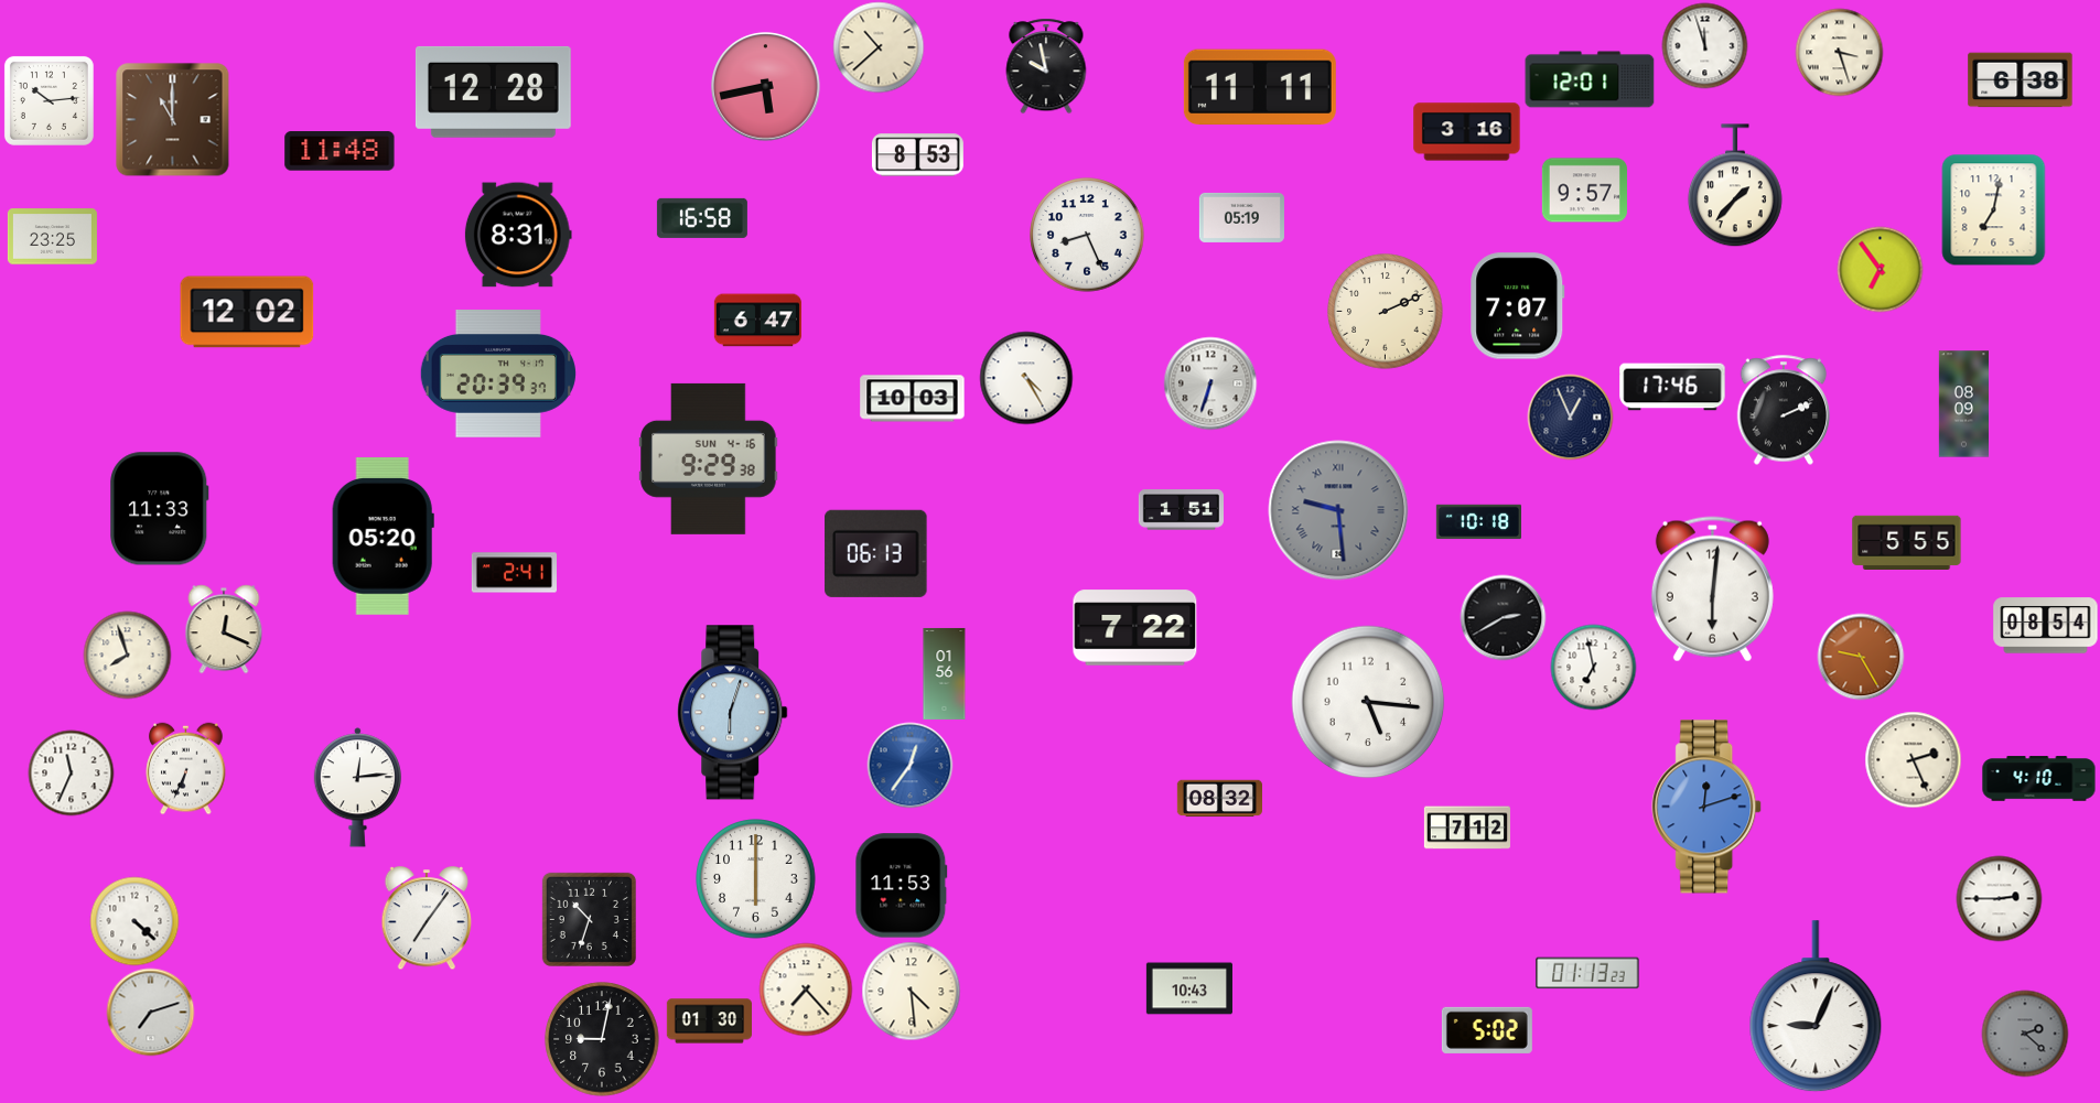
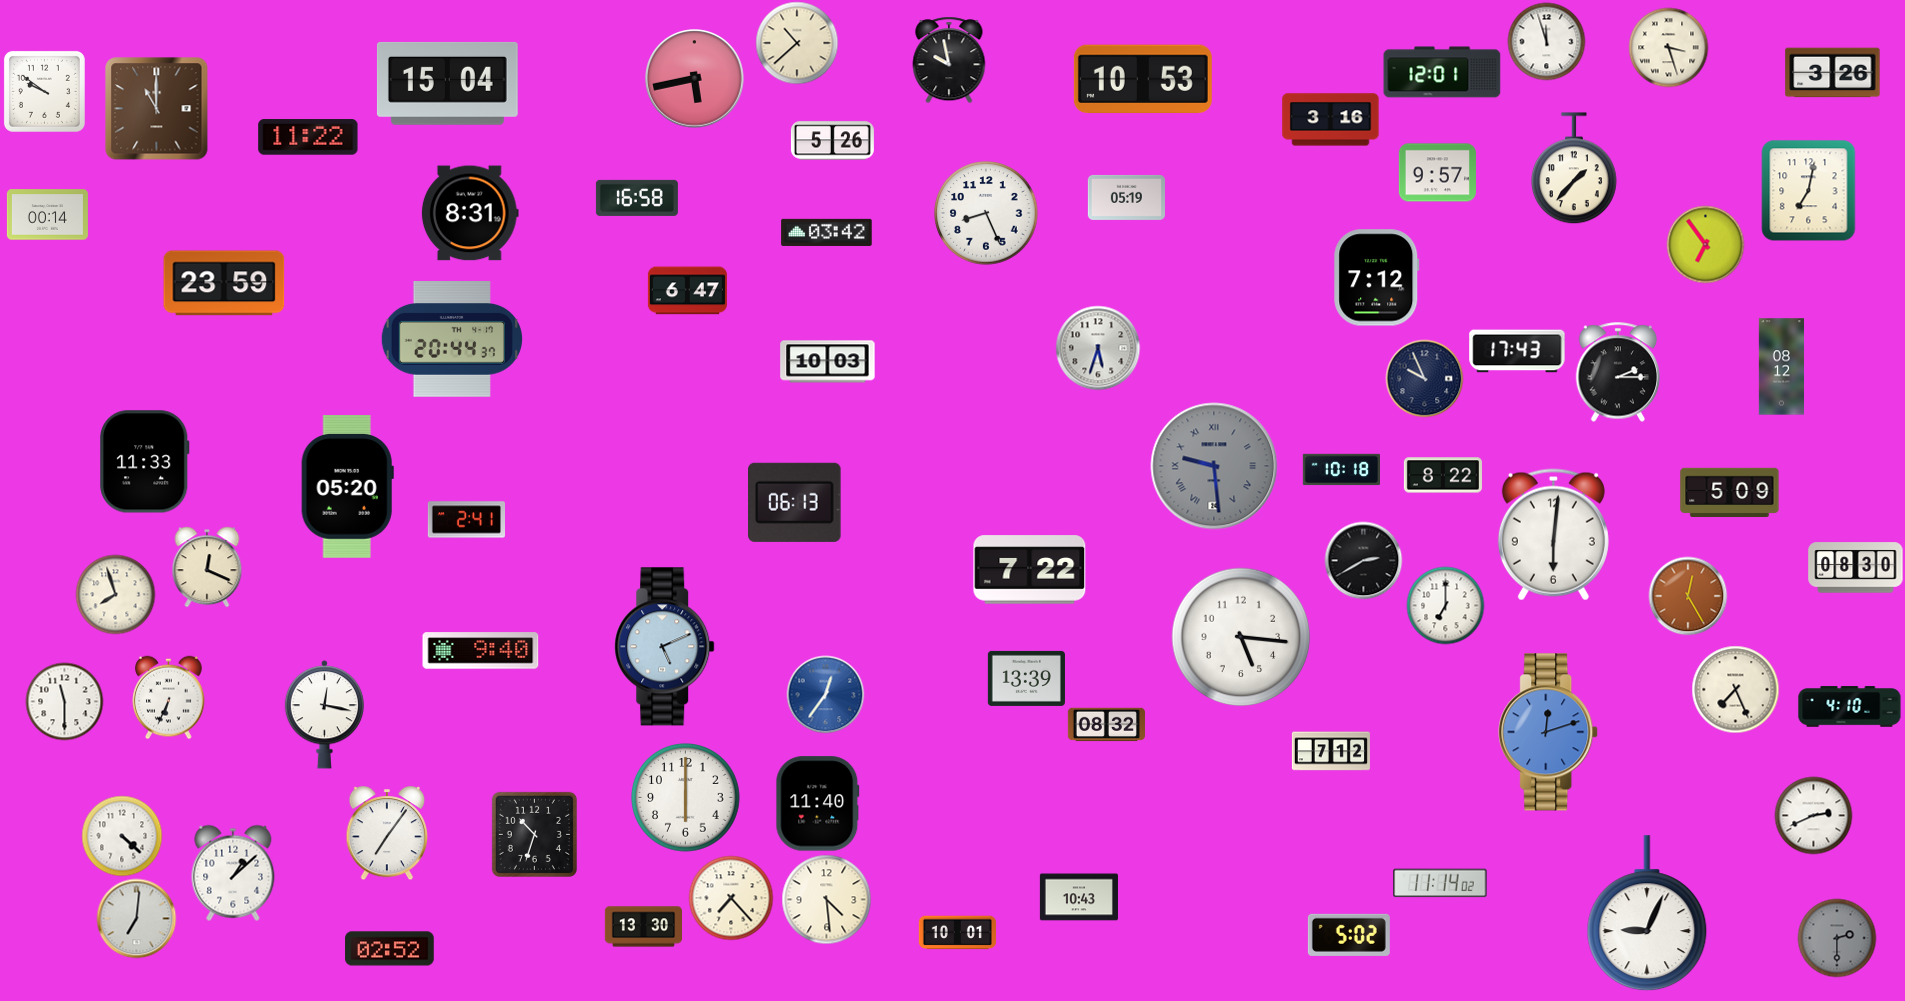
clock at (2021, 80): 6:38 -> 3:26
clock at (1260, 87): 11:11 -> 10:53
clock at (493, 91): 12:28 -> 15:04
clock at (49, 100): 10:14 -> 9:51
clock at (340, 151): 11:48 -> 11:22
clock at (917, 155): 8:53 -> 5:26
clock at (52, 237): 23:25 -> 00:14
clock at (827, 232): none -> 03:42
clock at (1518, 306): 7:07 -> 7:12
clock at (247, 312): 12:02 -> 23:59
clock at (1386, 312): 2:11 -> none
clock at (497, 375): 20:39 -> 20:44
clock at (1026, 378): 4:25 -> none
clock at (1210, 383): 6:33 -> 5:33
clock at (1672, 387): 17:46 -> 17:43
clock at (1963, 404): 08:09 -> 08:12
clock at (1784, 410): 2:11 -> 2:15
clock at (1570, 417): 12:56 -> 9:56
clock at (709, 458): 9:29 -> none
clock at (1181, 510): 1:51 -> none
clock at (1338, 510) position: (1338, 510) -> (1214, 466)
clock at (1478, 522) position: (1478, 522) -> (1341, 470)
clock at (1443, 475): none -> 8:22
clock at (1907, 542): 5:55 -> 5:09
clock at (2046, 626): 08:54 -> 08:30
clock at (224, 629) position: (224, 629) -> (207, 567)
clock at (1861, 657): 9:25 -> 12:25
clock at (1593, 667): 6:58 -> 7:00
clock at (945, 673): 01:56 -> none
clock at (733, 713): 6:03 -> 5:11
clock at (481, 651): none -> 9:40
clock at (1026, 678): none -> 13:39
clock at (1913, 759): 2:26 -> 7:26
clock at (71, 772): 11:34 -> 11:30
clock at (357, 788): 12:14 -> 12:17
clock at (902, 886): 11:53 -> 11:40
clock at (1999, 898): 2:45 -> 2:41
clock at (233, 873): none -> 1:08
clock at (1587, 973): 01:13 -> 11:14
clock at (150, 1012): 7:12 -> 7:01
clock at (709, 1021): 01:30 -> 13:30
clock at (957, 933): none -> 10:01
clock at (2025, 1034): 2:22 -> 2:30
clock at (602, 1039): 9:02 -> none
clock at (390, 949): none -> 02:52
